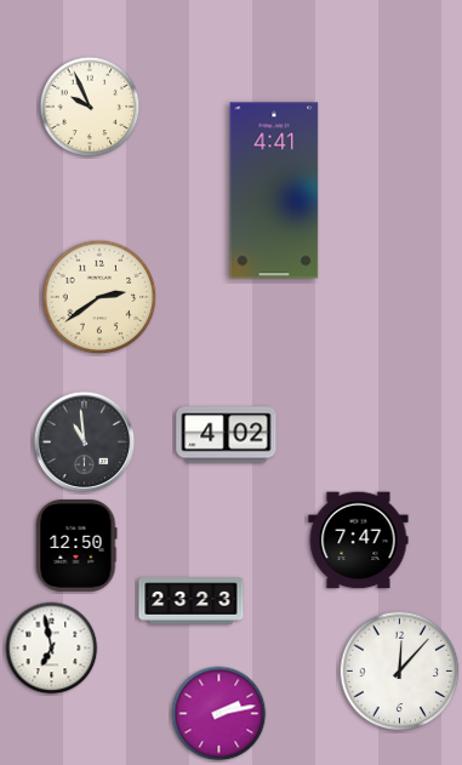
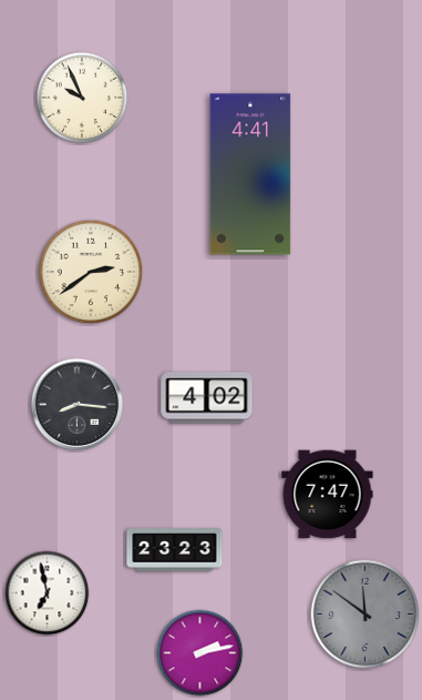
clock at (85, 443): 10:59 -> 8:16
clock at (76, 547): 12:50 -> none
clock at (400, 672): 12:07 -> 11:51
clock at (400, 672) dial: white -> grey
